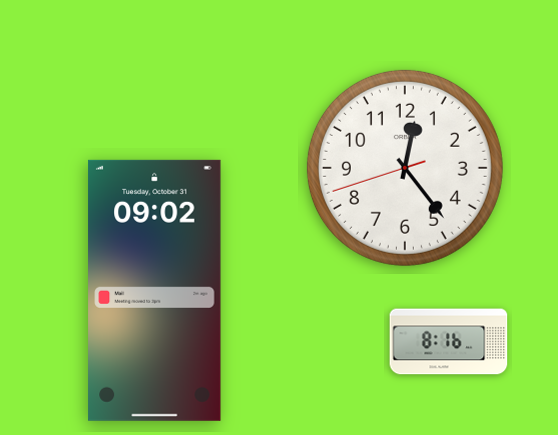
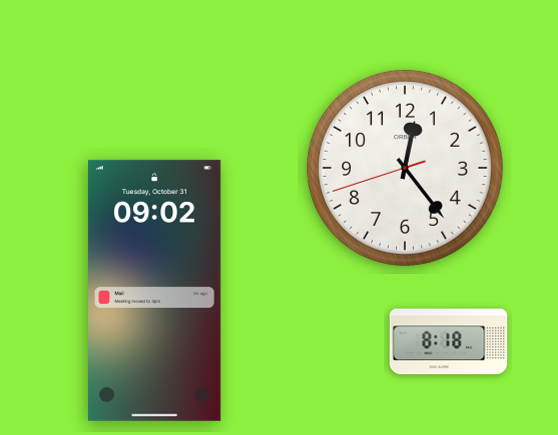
clock at (449, 342): 8:16 -> 8:18
